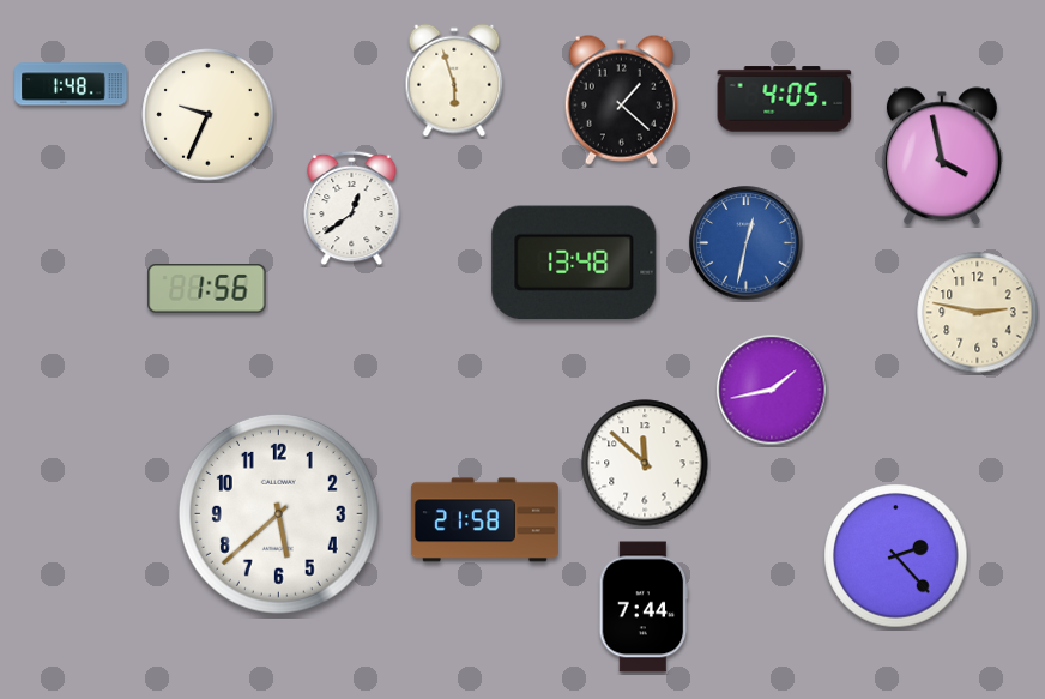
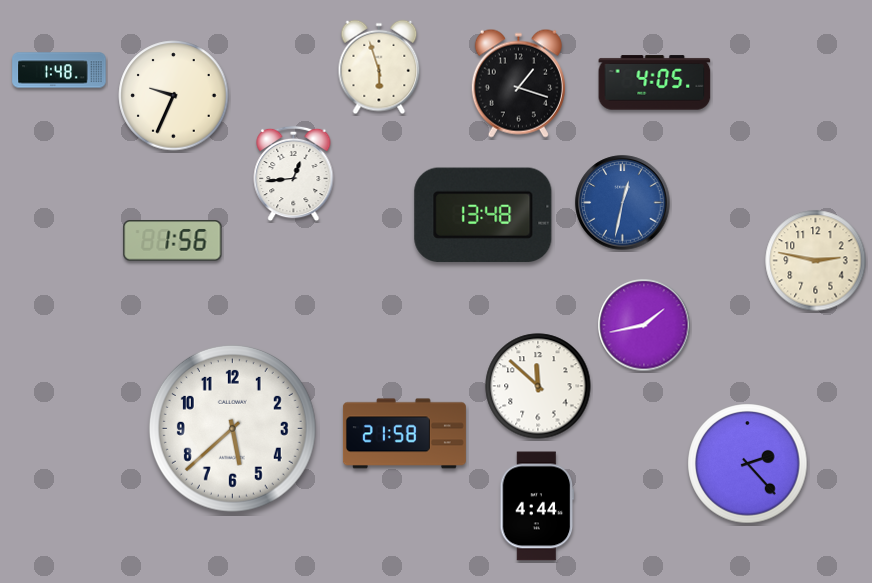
clock at (621, 100): 1:22 -> 1:18
clock at (942, 156): 3:58 -> none
clock at (352, 209): 12:39 -> 12:44
clock at (574, 263) position: (574, 263) -> (483, 215)
clock at (644, 607): 7:44 -> 4:44
